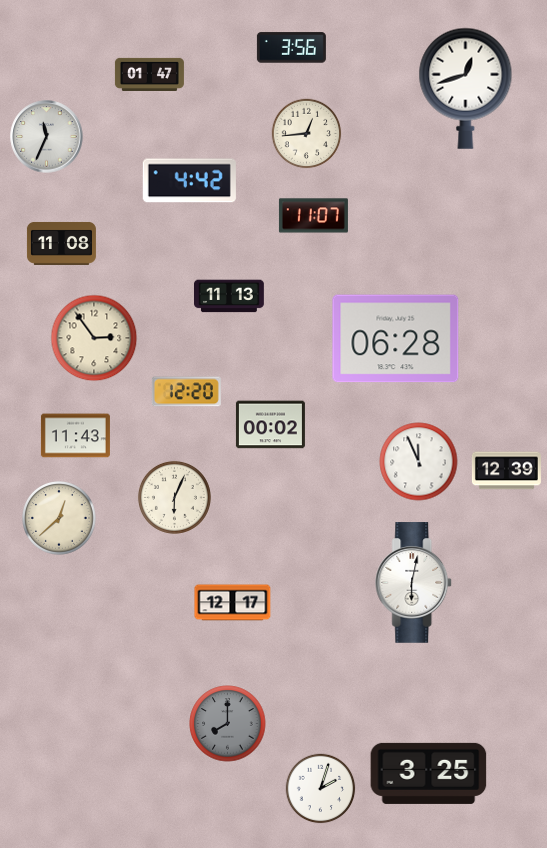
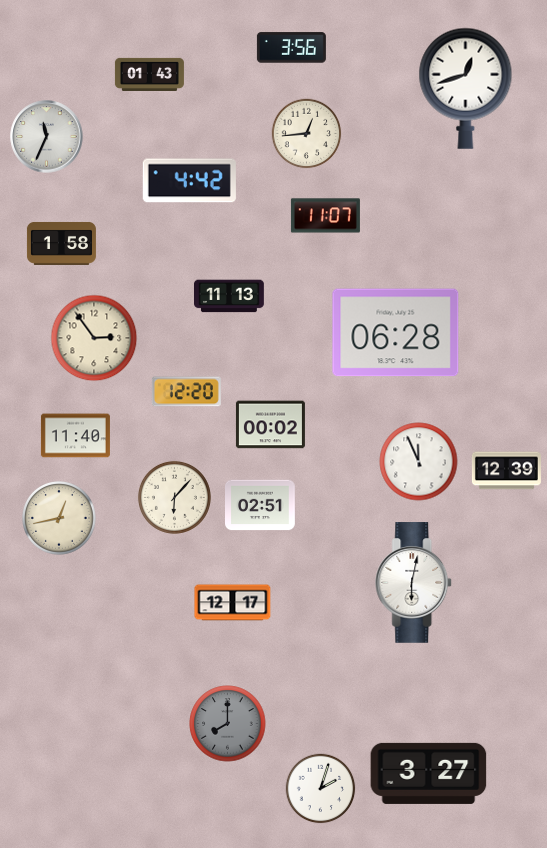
clock at (149, 74): 01:47 -> 01:43
clock at (313, 216) position: (313, 216) -> (325, 216)
clock at (61, 243): 11:08 -> 1:58
clock at (396, 339) position: (396, 339) -> (396, 333)
clock at (75, 436): 11:43 -> 11:40
clock at (174, 497): 6:04 -> 6:07
clock at (261, 505): none -> 02:51
clock at (60, 519): 12:38 -> 12:43
clock at (429, 773): 3:25 -> 3:27
